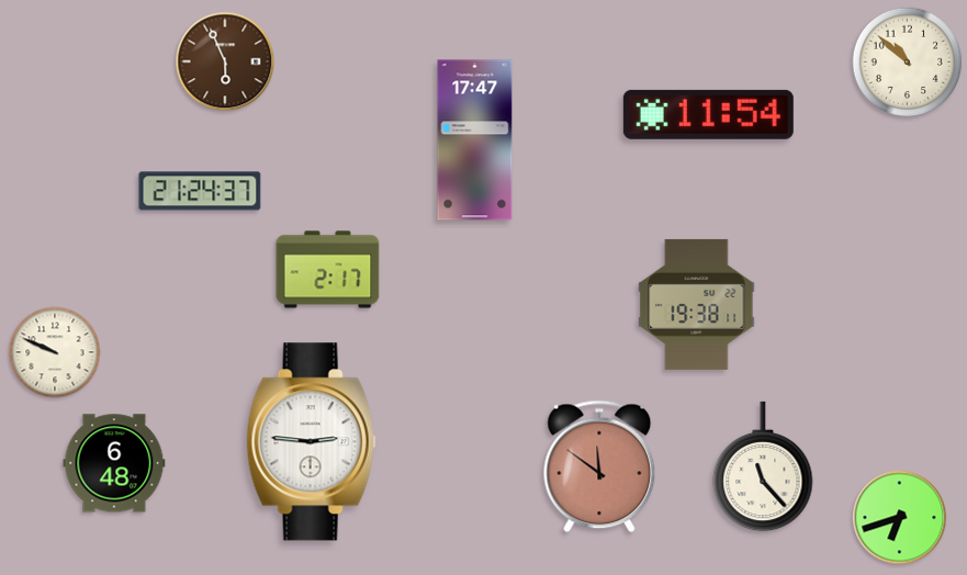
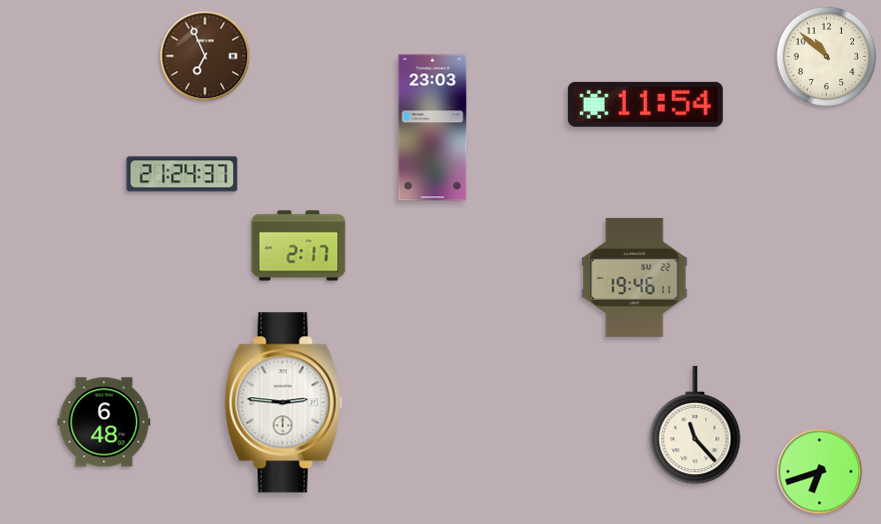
clock at (225, 61): 5:56 -> 6:56
clock at (475, 140): 17:47 -> 23:03
clock at (697, 304): 19:38 -> 19:46
clock at (55, 352): 9:49 -> none
clock at (599, 466): 11:51 -> none
